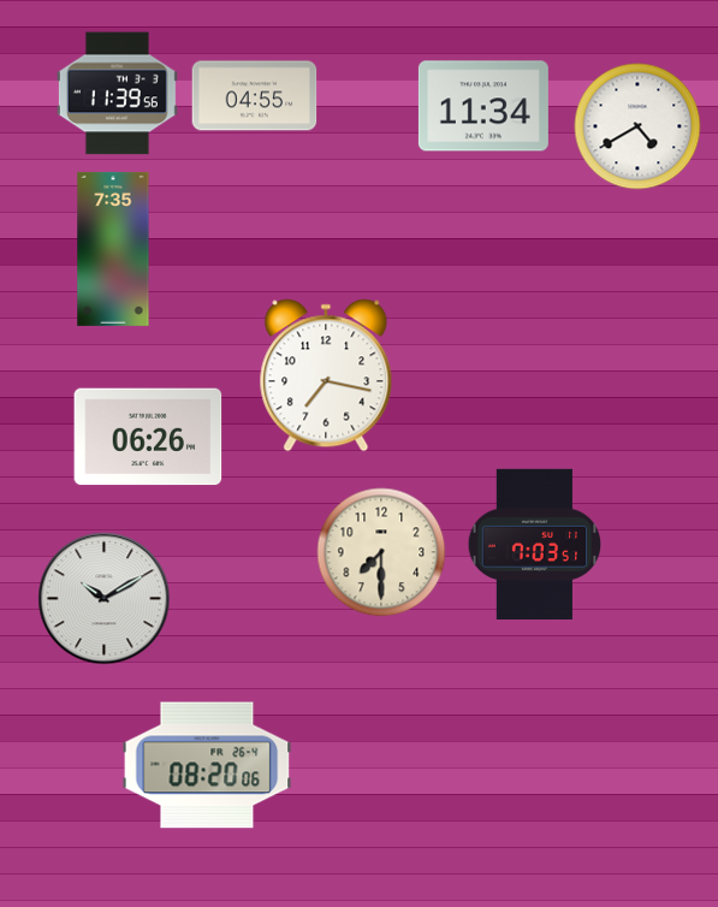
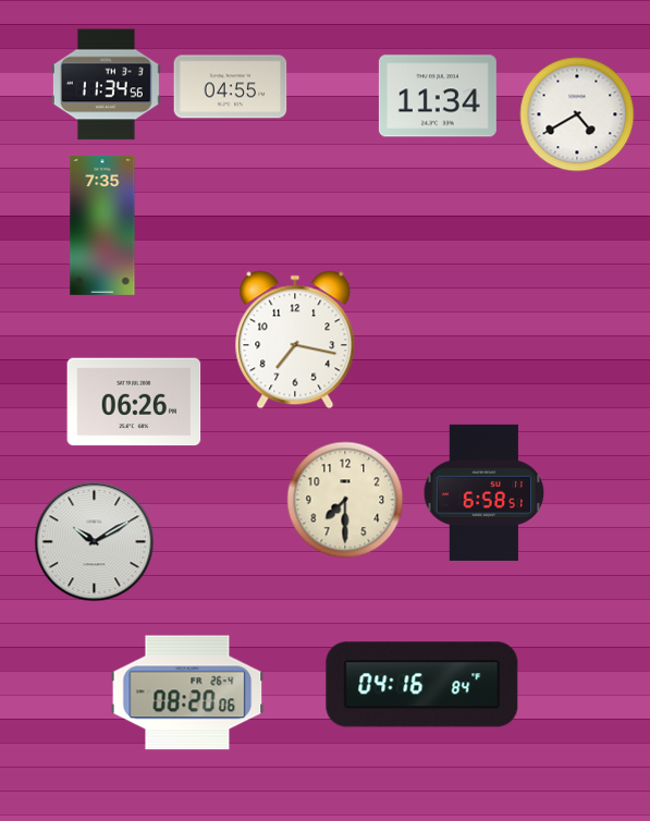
clock at (117, 94): 11:39 -> 11:34
clock at (148, 437) position: (148, 437) -> (134, 402)
clock at (535, 544): 7:03 -> 6:58
clock at (422, 685): none -> 04:16
